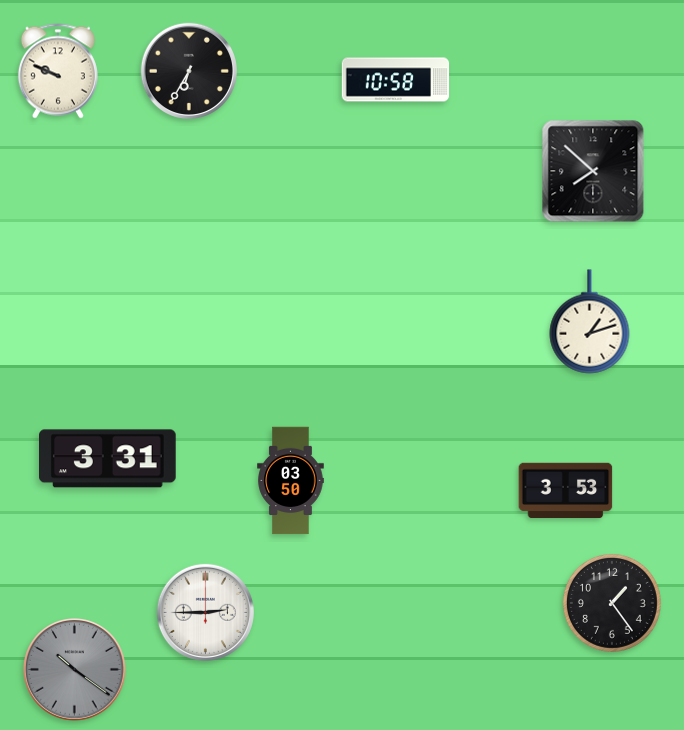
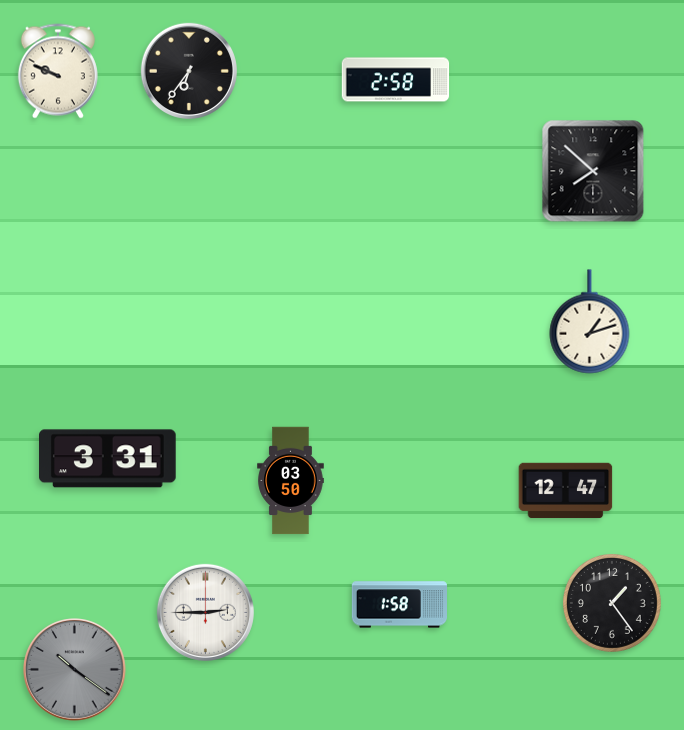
clock at (189, 71): 6:35 -> 6:36
clock at (396, 80): 10:58 -> 2:58
clock at (566, 491): 3:53 -> 12:47
clock at (399, 605): none -> 1:58
